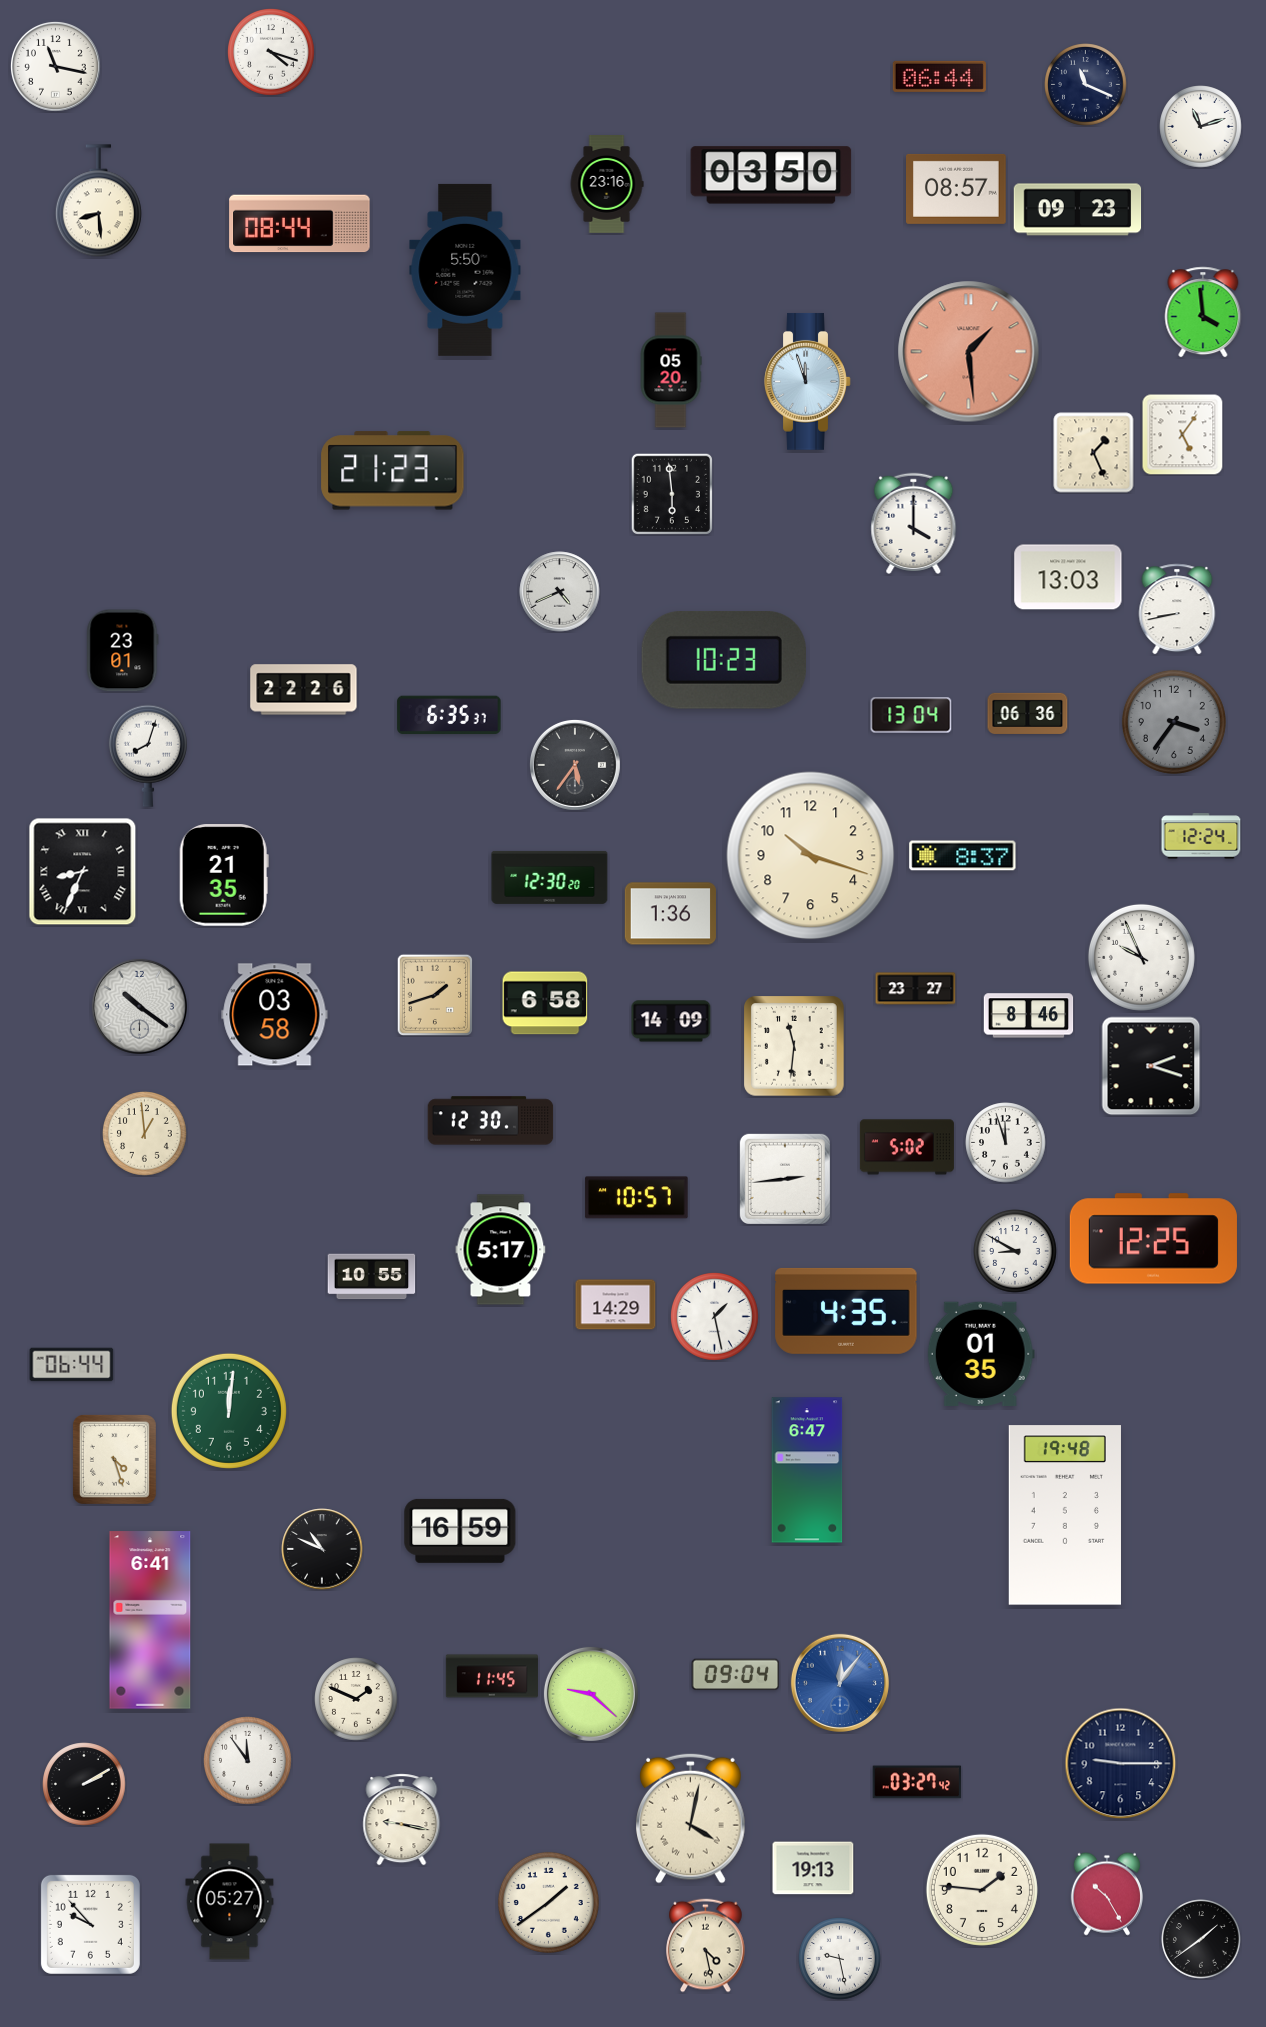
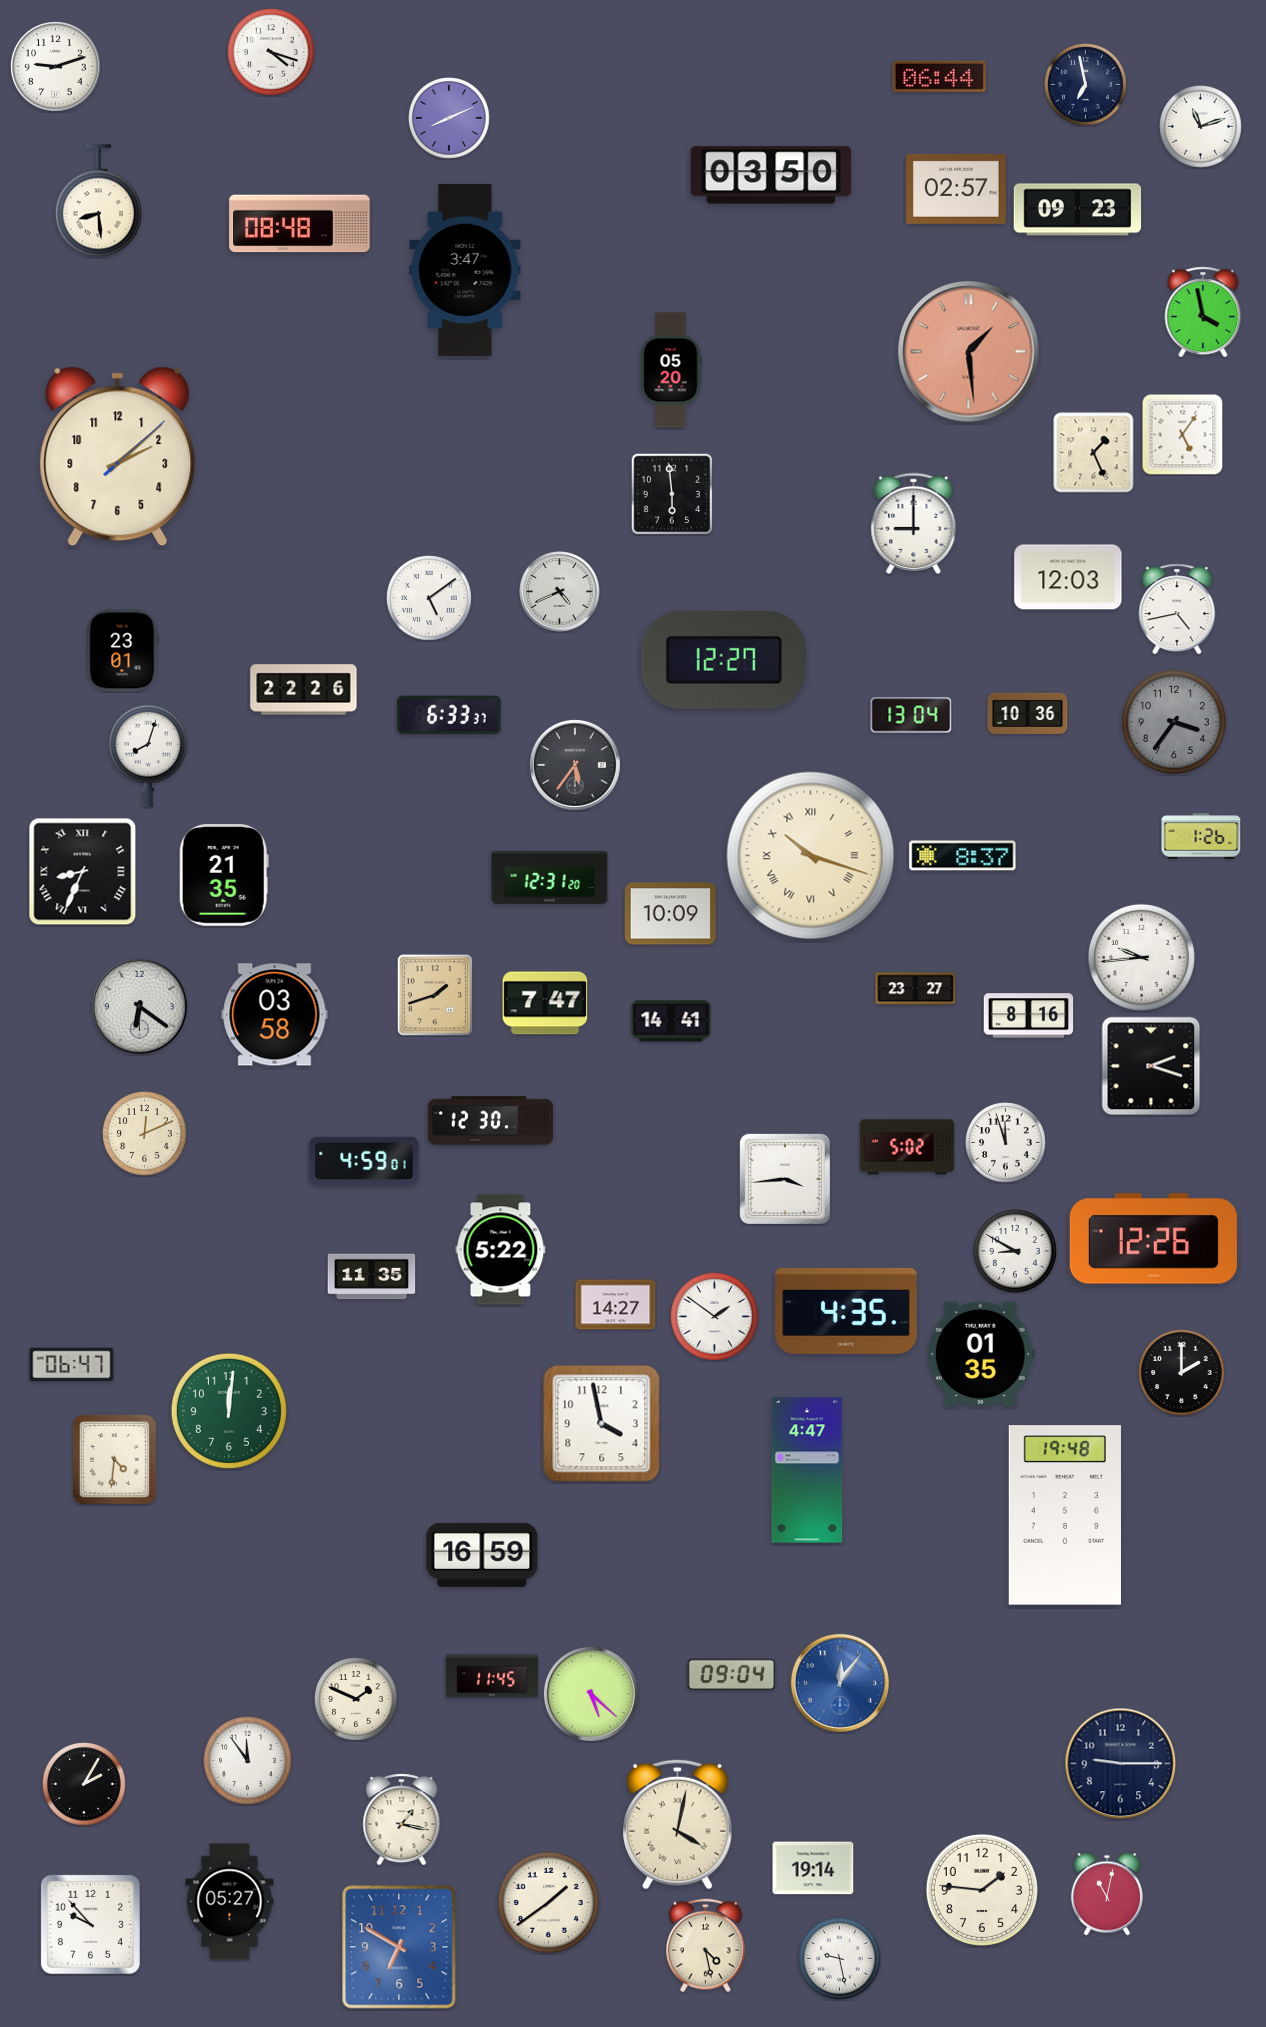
clock at (55, 66): 11:17 -> 9:12
clock at (1086, 85): 11:19 -> 6:58
clock at (449, 118): none -> 8:11
clock at (607, 185): 23:16 -> none
clock at (957, 189): 08:57 -> 02:57
clock at (300, 224): 08:44 -> 08:48
clock at (465, 270): 5:50 -> 3:47
clock at (1203, 312): 3:59 -> 3:58
clock at (808, 382): 11:57 -> none
clock at (118, 457): none -> 2:08
clock at (393, 471): 21:23 -> none
clock at (914, 523): 4:00 -> 9:00
clock at (1068, 577): 13:03 -> 12:03
clock at (430, 599): none -> 5:09
clock at (1177, 609): 8:43 -> 4:43
clock at (724, 661): 10:23 -> 12:27
clock at (1028, 713): 06:36 -> 10:36
clock at (449, 715): 6:35 -> 6:33
clock at (1201, 836): 12:24 -> 1:26
clock at (811, 856) numerals: Arabic -> Roman
clock at (550, 877): 12:30 -> 12:31
clock at (670, 914): 1:36 -> 10:09
clock at (1141, 957): 9:56 -> 9:44
clock at (545, 1003): 6:58 -> 7:47
clock at (139, 1006): 10:21 -> 6:21
clock at (1029, 1016): 8:46 -> 8:16
clock at (671, 1021): 14:09 -> 14:41
clock at (794, 1046): 11:31 -> none
clock at (145, 1134): 12:59 -> 12:11
clock at (364, 1160): none -> 4:59
clock at (785, 1179): 2:44 -> 3:44
clock at (637, 1198): 10:57 -> none
clock at (1153, 1239): 12:25 -> 12:26
clock at (501, 1250): 5:17 -> 5:22
clock at (372, 1277): 10:55 -> 11:35
clock at (616, 1305): 14:29 -> 14:27
clock at (715, 1317): 1:28 -> 1:51
clock at (72, 1365): 06:44 -> 06:47
clock at (1182, 1373): none -> 2:00
clock at (602, 1424): none -> 3:58
clock at (114, 1459): 4:27 -> 4:31
clock at (807, 1470): 6:47 -> 4:47
clock at (460, 1531) position: (460, 1531) -> (482, 1555)
clock at (322, 1549): 10:49 -> none
clock at (150, 1620): 6:41 -> none
clock at (736, 1675) position: (736, 1675) -> (732, 1675)
clock at (591, 1694): 9:22 -> 5:22
clock at (917, 1782): 03:27 -> none
clock at (84, 1784): 2:10 -> 2:05
clock at (691, 1818) position: (691, 1818) -> (678, 1824)
clock at (402, 1820): 9:17 -> 1:17
clock at (813, 1868): 19:13 -> 19:14
clock at (1107, 1894): 10:25 -> 11:02
clock at (1201, 1939): 1:39 -> none
clock at (399, 1947): none -> 6:50
